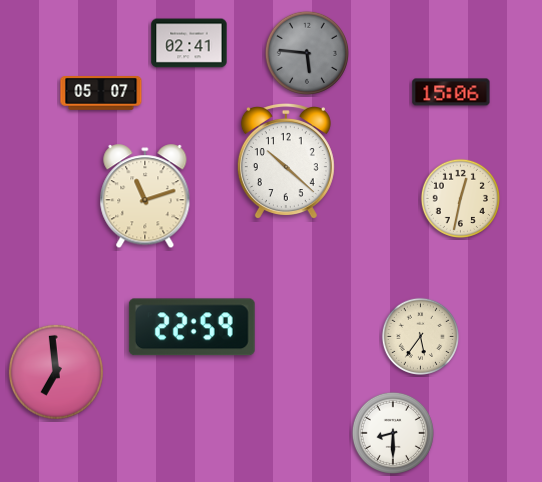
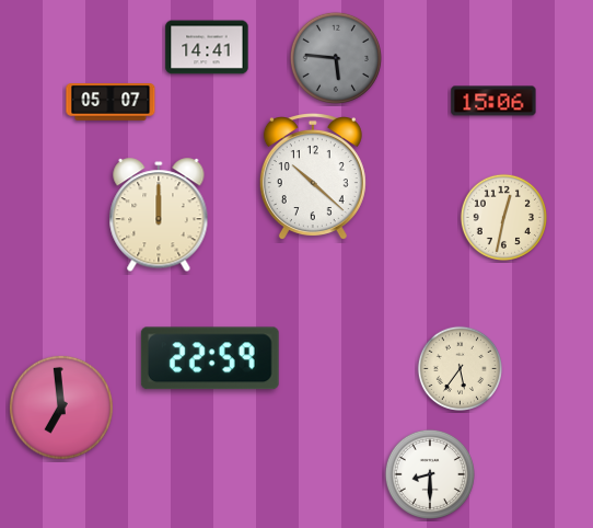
clock at (189, 43): 02:41 -> 14:41
clock at (145, 197): 11:12 -> 12:00
